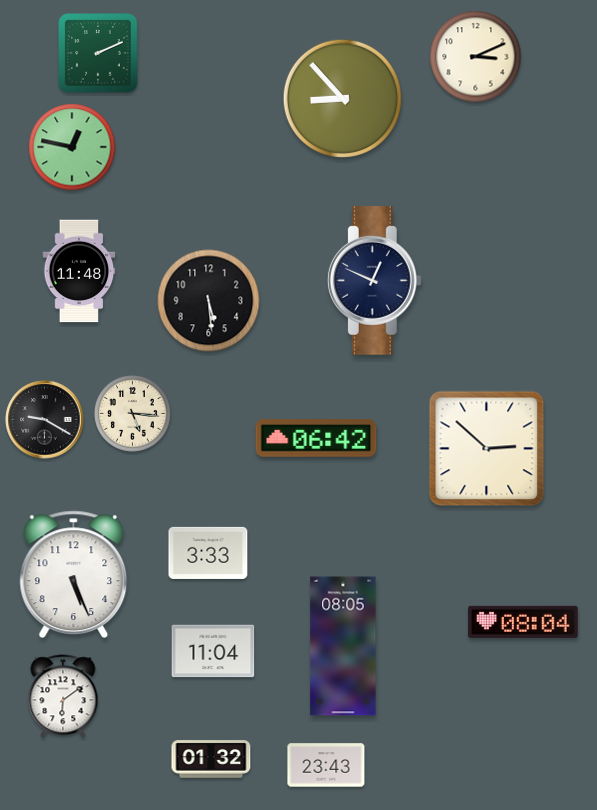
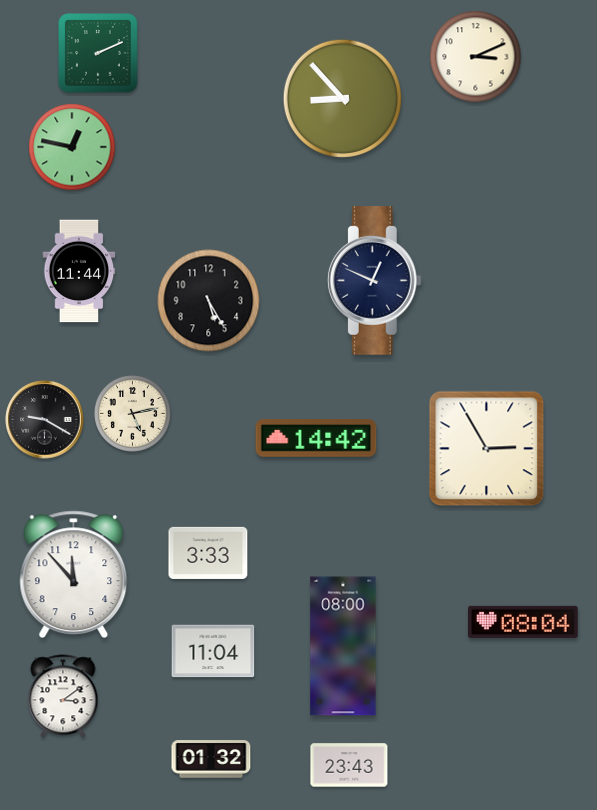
clock at (79, 271): 11:48 -> 11:44
clock at (209, 301): 5:29 -> 5:25
clock at (132, 413): 5:16 -> 5:13
clock at (316, 438): 06:42 -> 14:42
clock at (487, 449): 2:52 -> 2:55
clock at (74, 575): 5:26 -> 11:53
clock at (343, 646): 08:05 -> 08:00
clock at (63, 696): 6:09 -> 3:09
clock at (326, 765) position: (326, 765) -> (349, 765)
